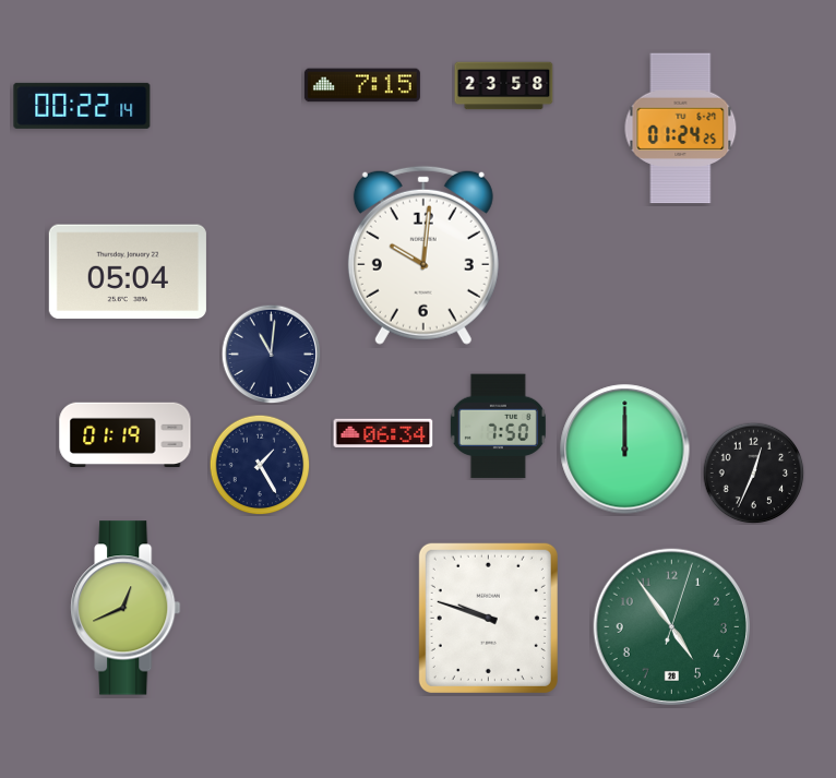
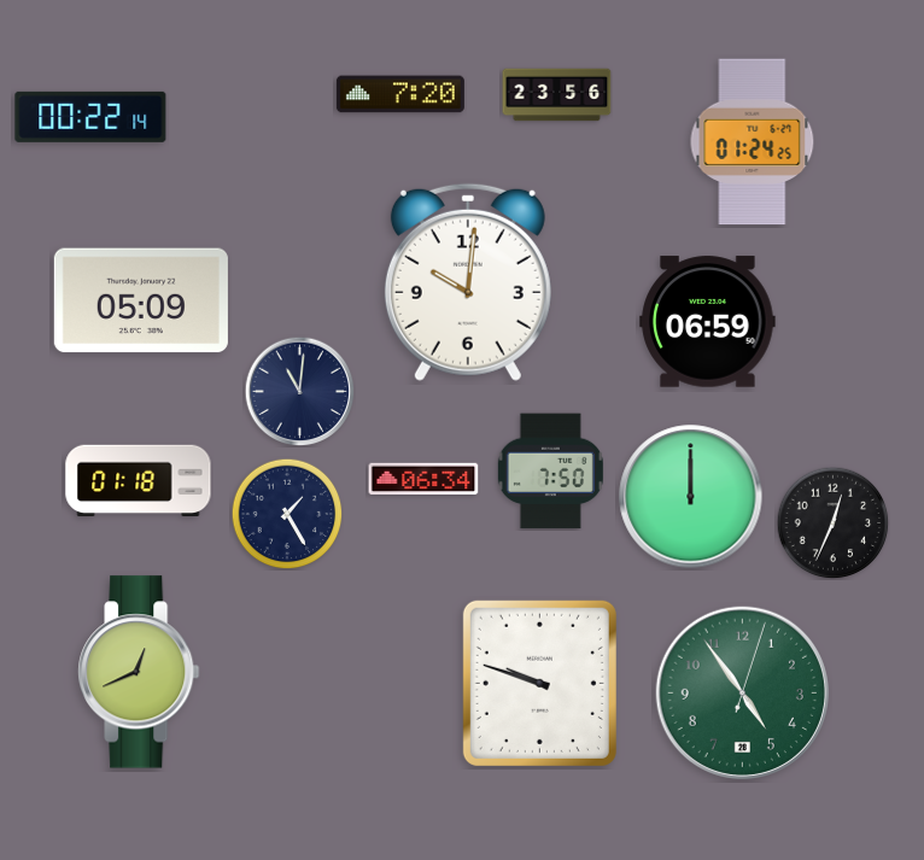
clock at (362, 85): 7:15 -> 7:20
clock at (504, 86): 23:58 -> 23:56
clock at (128, 272): 05:04 -> 05:09
clock at (708, 322): none -> 06:59
clock at (126, 435): 01:19 -> 01:18
